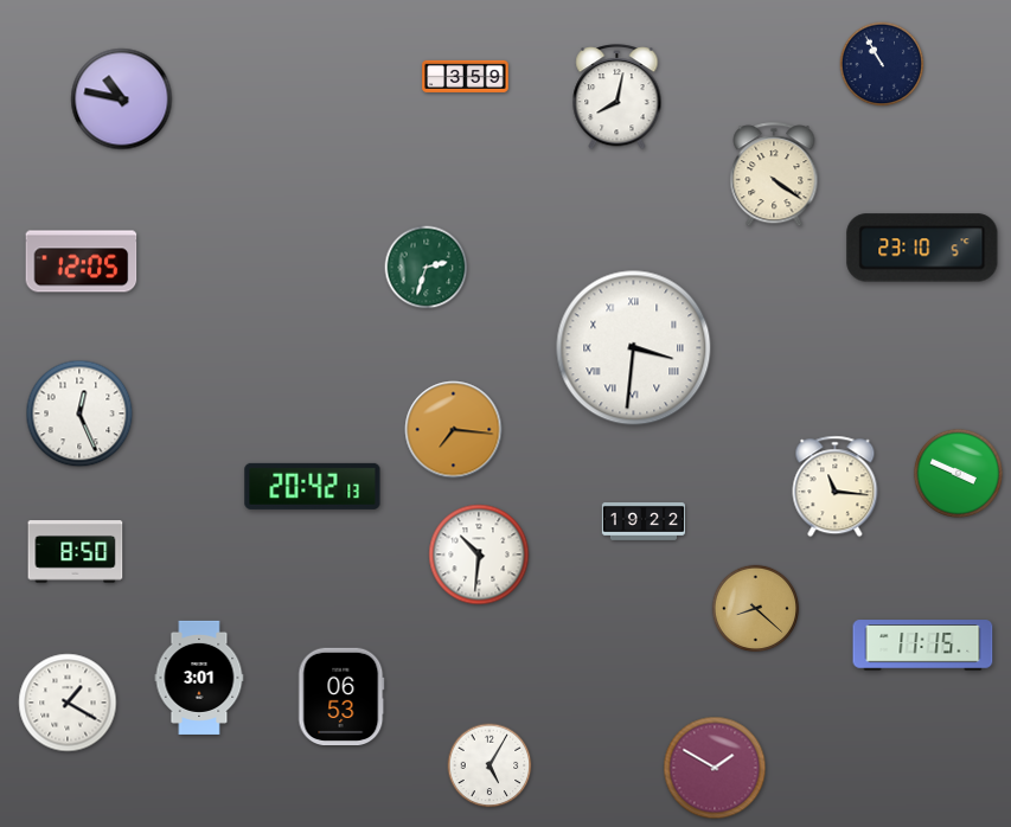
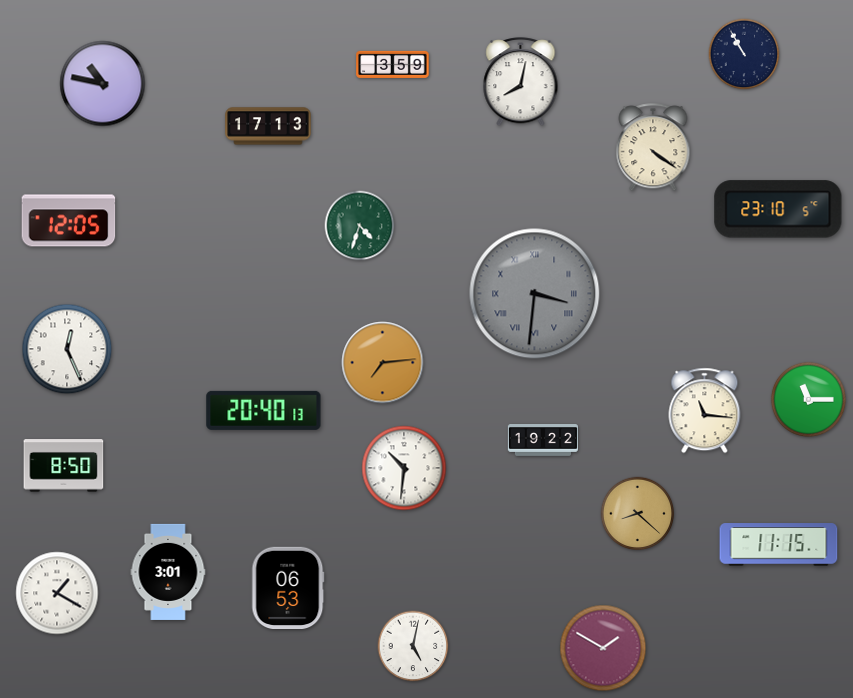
clock at (268, 126): none -> 17:13
clock at (427, 268): 2:33 -> 4:33
clock at (634, 348) dial: white -> grey
clock at (454, 430): 7:16 -> 7:14
clock at (958, 473): 3:49 -> 11:15
clock at (313, 486): 20:42 -> 20:40
clock at (489, 765): 5:05 -> 5:02
